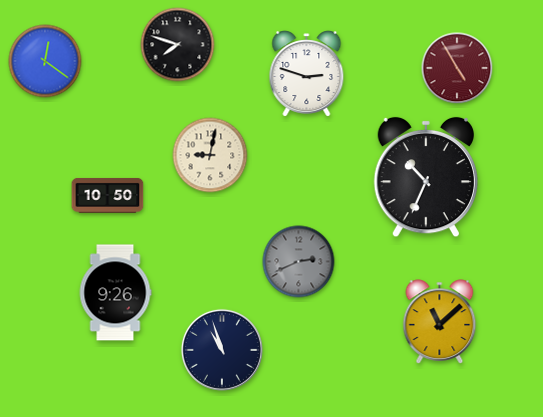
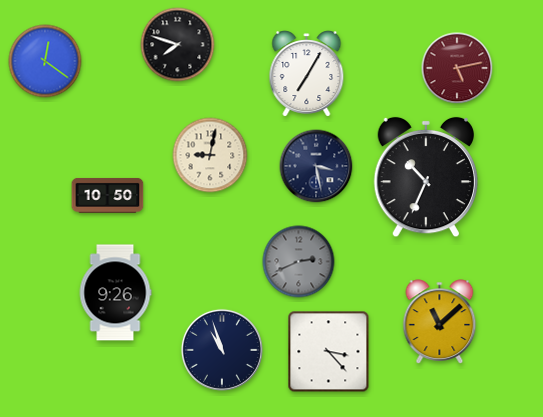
clock at (457, 68): 4:55 -> 5:13
clock at (307, 74): 2:48 -> 7:05
clock at (316, 166): none -> 3:28
clock at (329, 352): none -> 3:23
